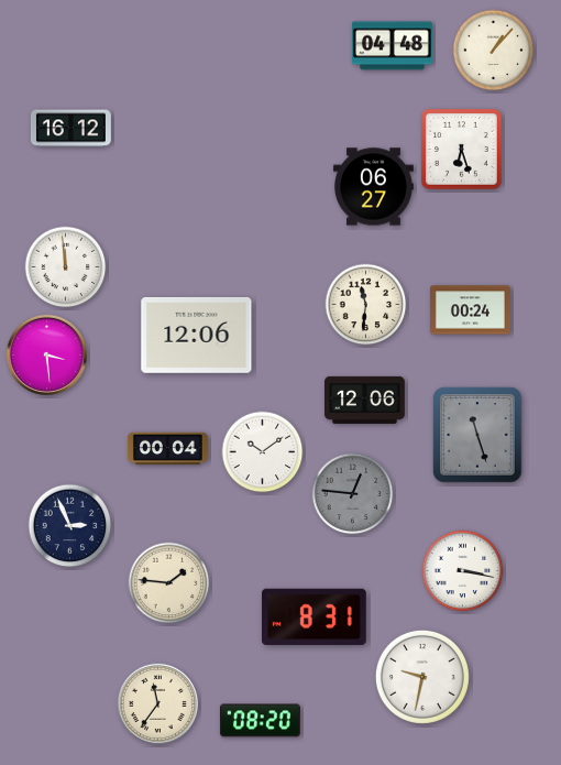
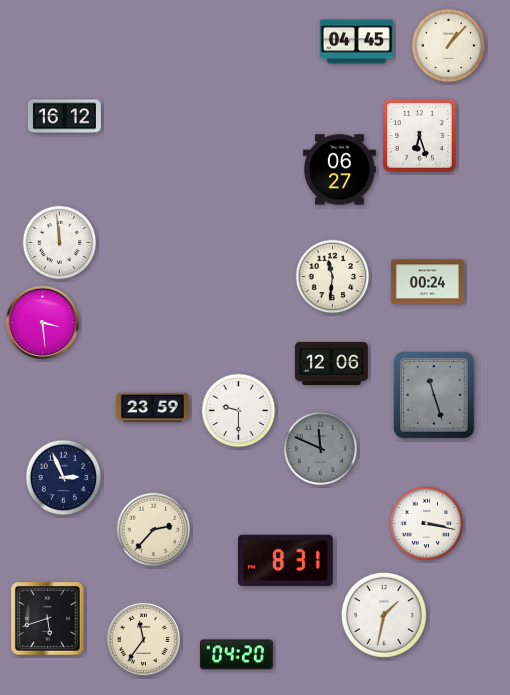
clock at (392, 46): 04:48 -> 04:45
clock at (197, 335): 12:06 -> none
clock at (168, 449): 00:04 -> 23:59
clock at (263, 452): 10:09 -> 9:30
clock at (353, 494): 12:46 -> 11:49
clock at (463, 571) position: (463, 571) -> (427, 524)
clock at (169, 583): 1:46 -> 2:37
clock at (422, 677): 9:32 -> 1:32
clock at (48, 619): none -> 5:42
clock at (260, 721): 08:20 -> 04:20
